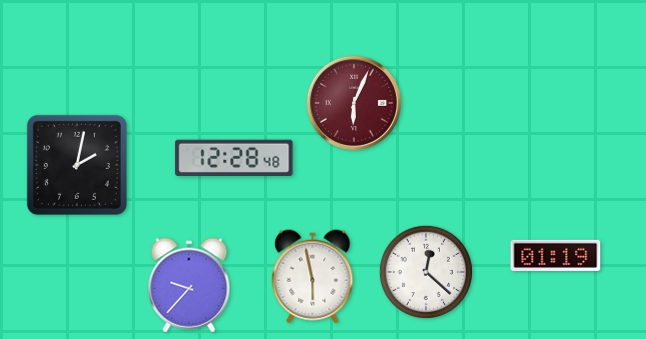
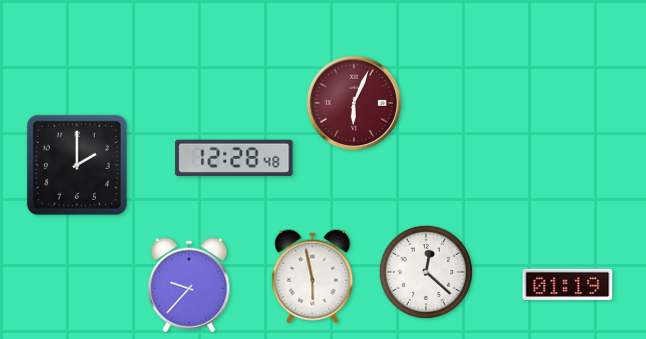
clock at (77, 165): 2:02 -> 2:00
clock at (556, 255) position: (556, 255) -> (568, 284)
